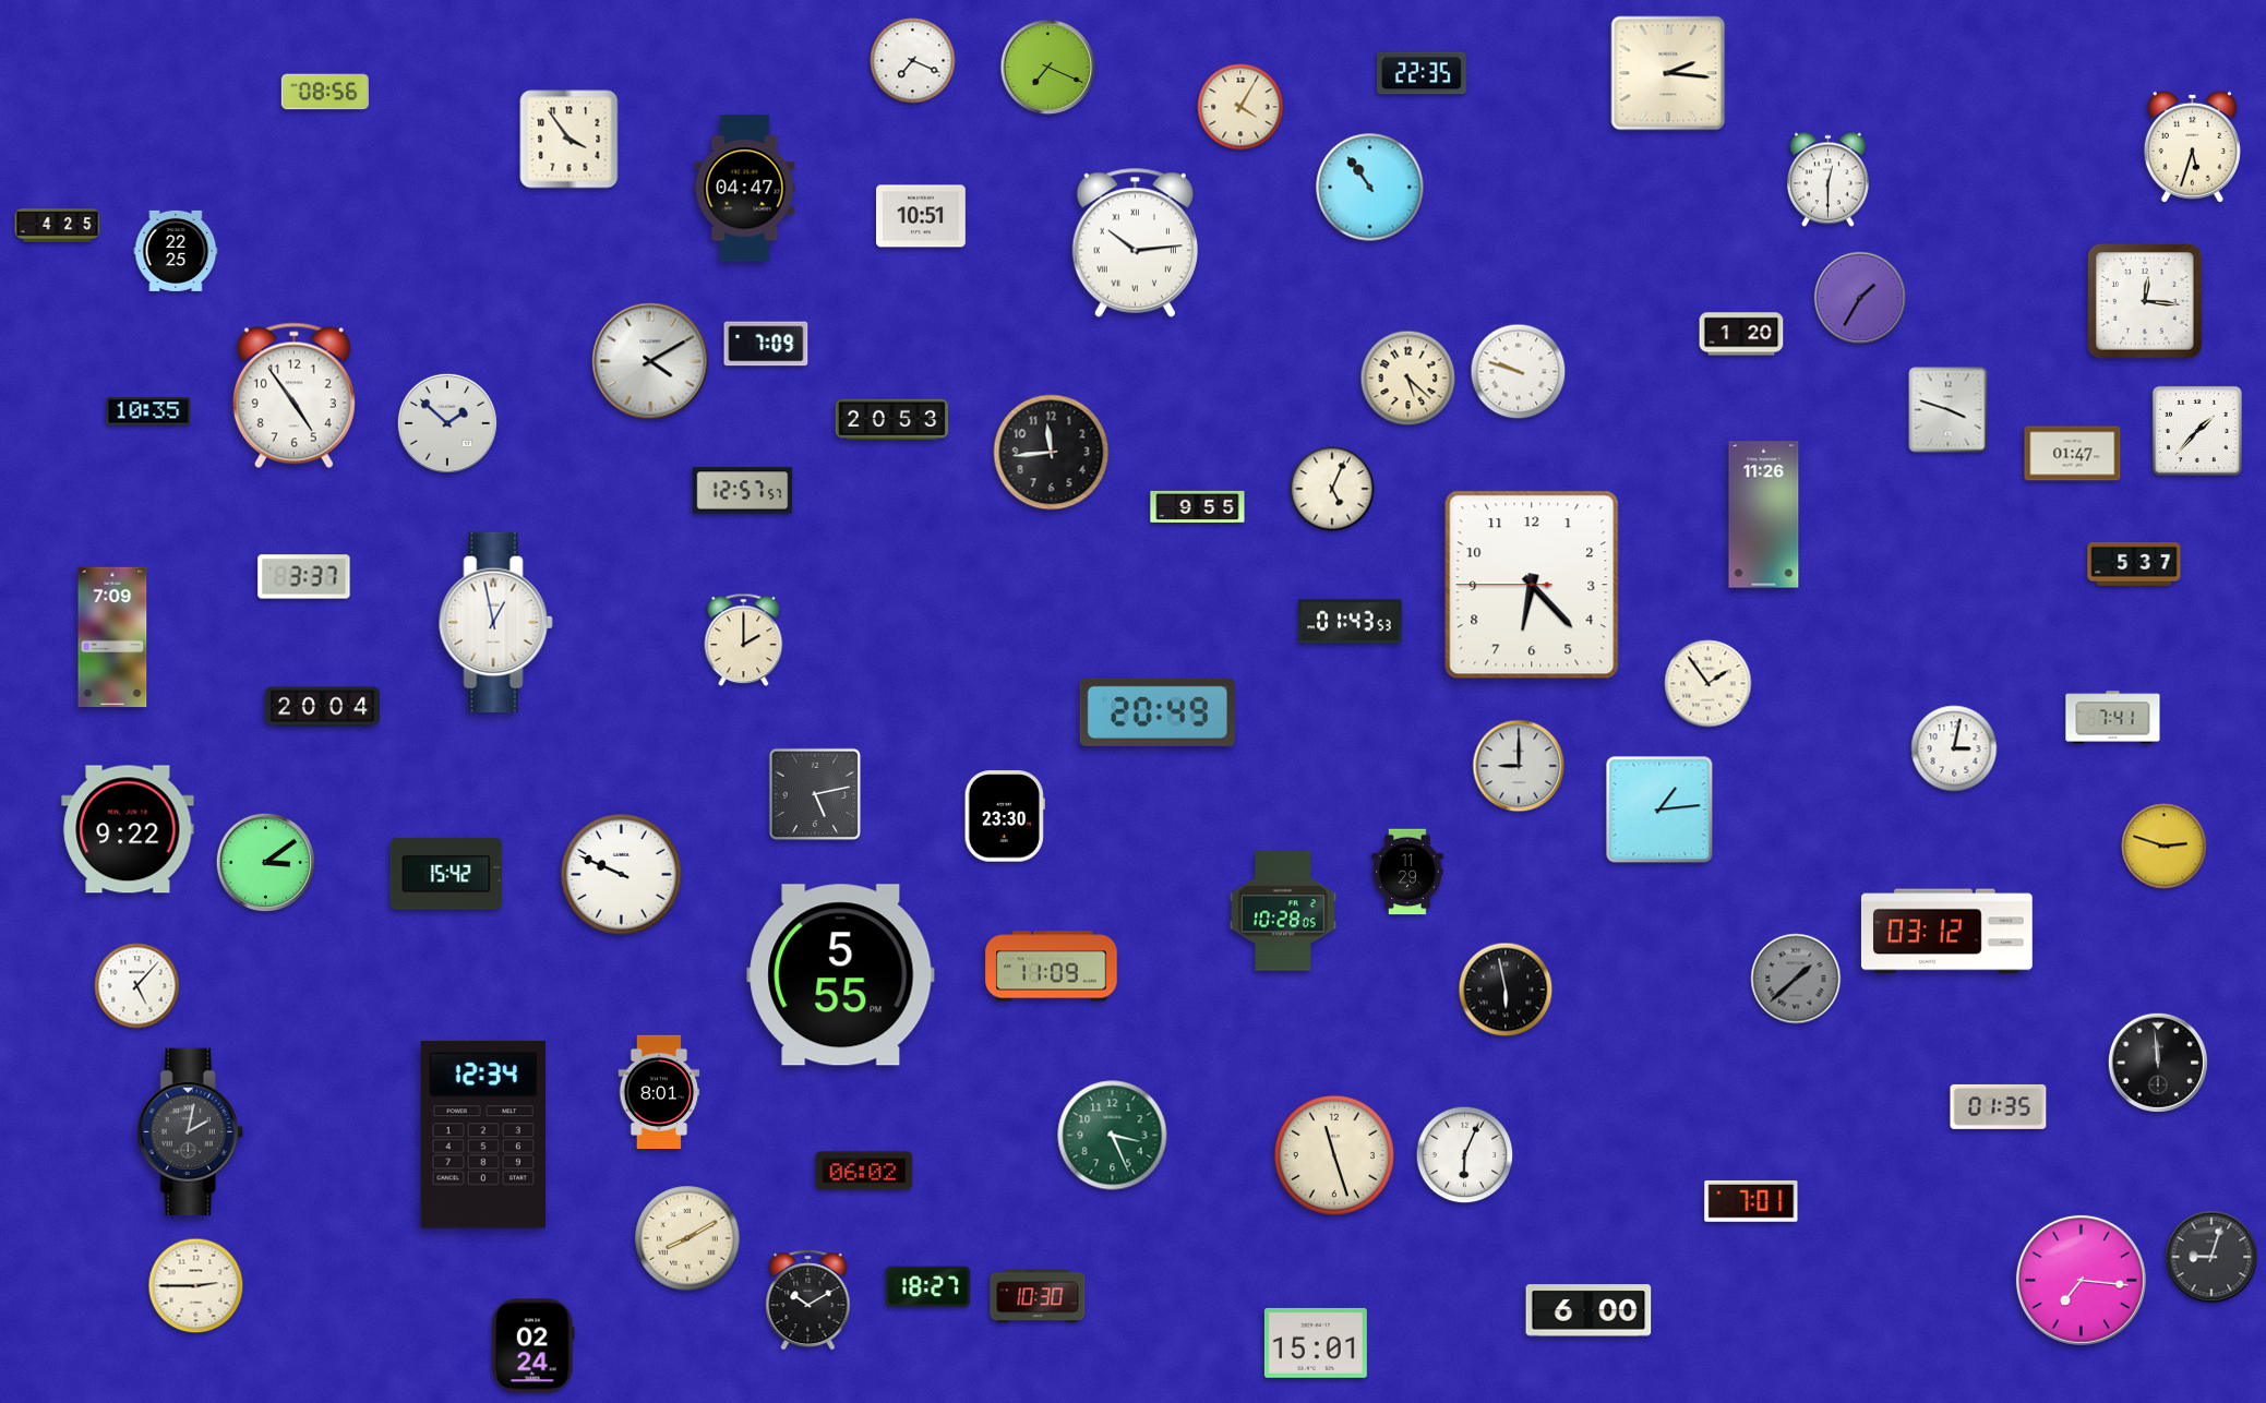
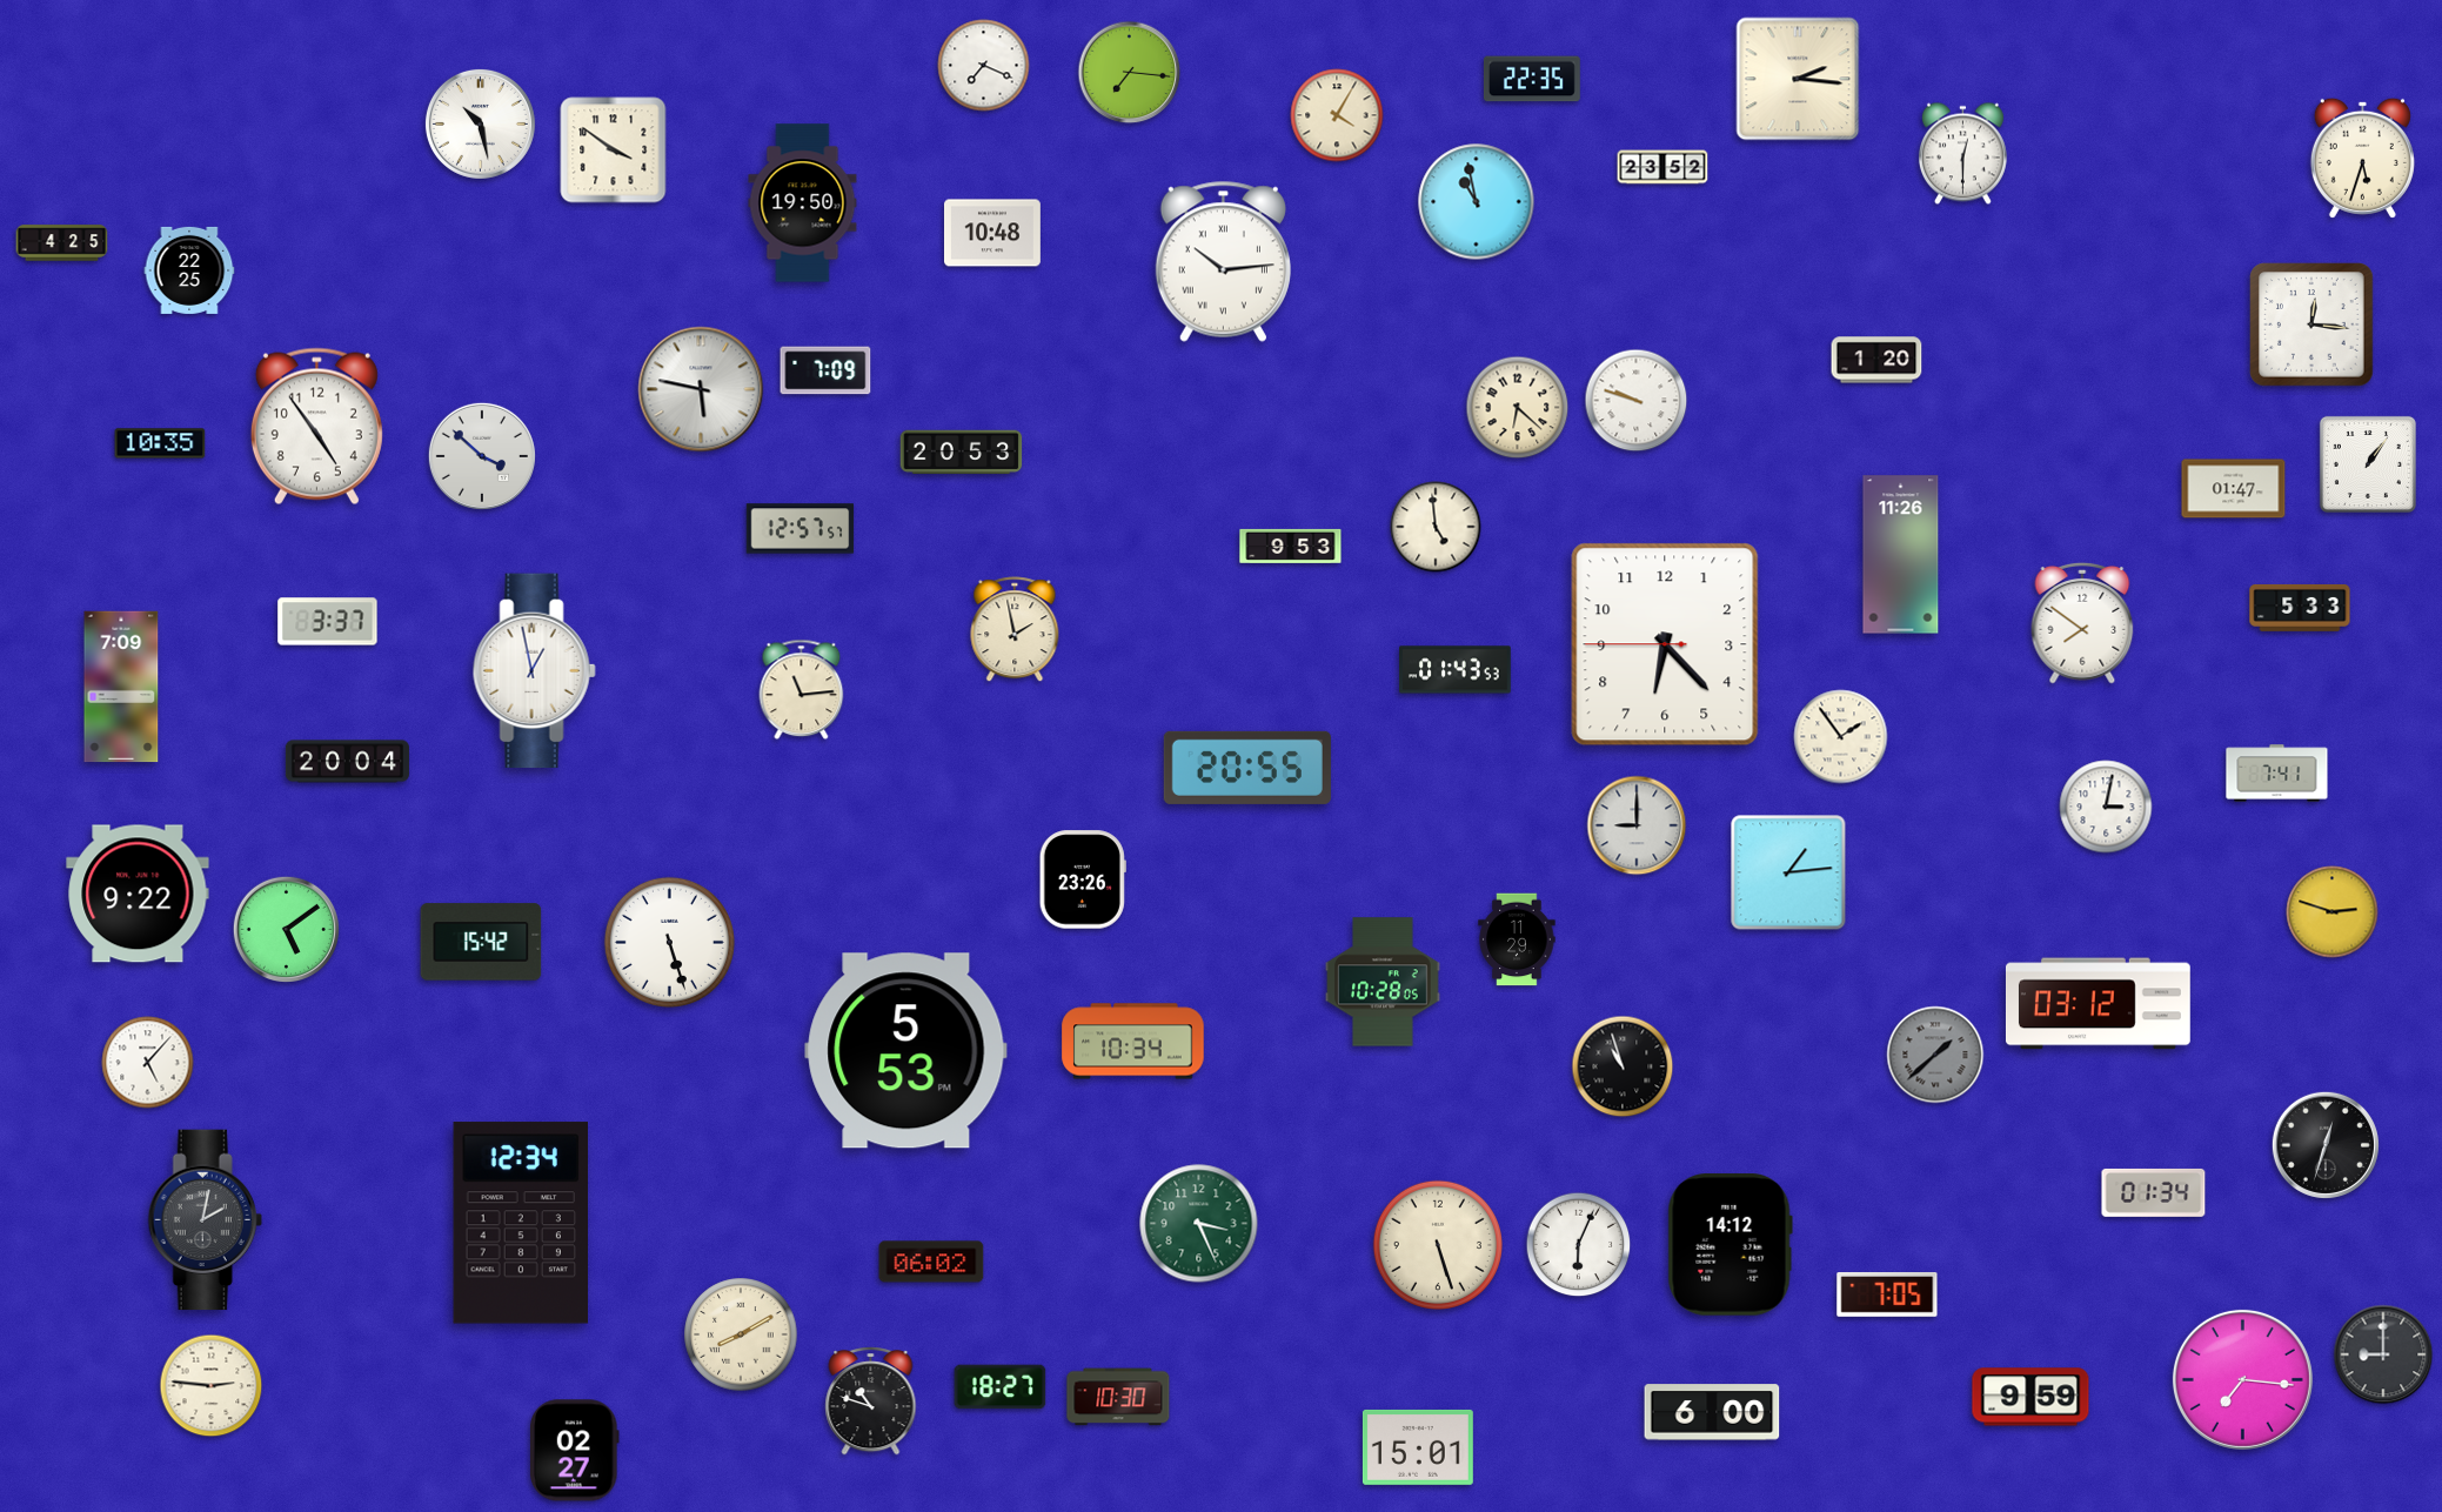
clock at (1048, 68): 7:19 -> 7:16
clock at (325, 92): 08:56 -> none
clock at (480, 123): none -> 10:28
clock at (570, 140): 3:54 -> 3:51
clock at (1662, 167): none -> 23:52
clock at (1827, 180) position: (1827, 180) -> (1962, 154)
clock at (1370, 188): 10:54 -> 10:58
clock at (745, 189): 04:47 -> 19:50
clock at (922, 216): 10:51 -> 10:48
clock at (1860, 298): 1:35 -> none
clock at (650, 361): 4:10 -> 5:47
clock at (1408, 379): 5:22 -> 6:22
clock at (1949, 410): 3:48 -> none
clock at (447, 423): 1:52 -> 3:52
clock at (2197, 431): 1:37 -> 1:06
clock at (1052, 453): 11:44 -> none
clock at (1332, 489): 5:04 -> 4:59
clock at (1198, 506): 9:55 -> 9:53
clock at (2134, 564): 5:37 -> 5:33
clock at (2082, 624): none -> 7:51
clock at (1015, 630): none -> 1:58
clock at (1532, 585) position: (1532, 585) -> (1665, 644)
clock at (744, 640): 2:00 -> 11:14
clock at (1158, 712): 20:49 -> 20:55
clock at (815, 794): 5:13 -> none
clock at (1005, 816): 23:30 -> 23:26
clock at (265, 862): 3:09 -> 5:09
clock at (621, 874): 9:49 -> 5:27
clock at (1052, 967): 11:09 -> 10:34
clock at (841, 975): 5:55 -> 5:53
clock at (1506, 990): 5:58 -> 10:57
clock at (2158, 1063): 11:59 -> 12:33
clock at (659, 1092): 8:01 -> none
clock at (1999, 1106): 01:35 -> 01:34
clock at (1333, 1154): 11:27 -> 5:27
clock at (1730, 1245): none -> 14:12
clock at (1751, 1202): 7:01 -> 7:05
clock at (2211, 1257): 9:03 -> 9:00
clock at (196, 1286): 2:45 -> 2:46
clock at (2030, 1397): none -> 9:59
clock at (808, 1300): 10:10 -> 10:48
clock at (533, 1346): 02:24 -> 02:27
